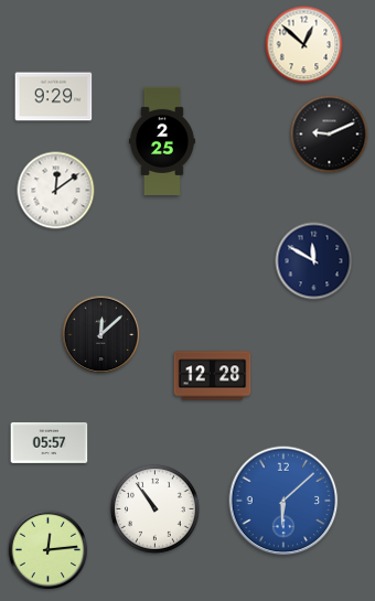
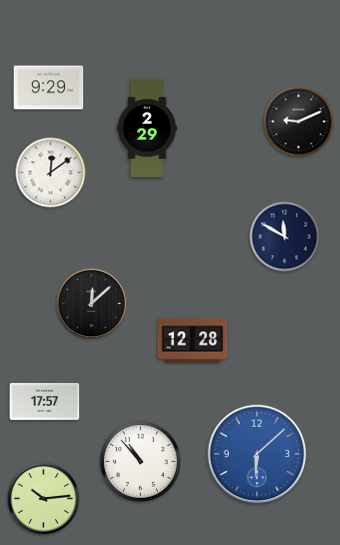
clock at (304, 45): 12:52 -> none
clock at (162, 140): 2:25 -> 2:29
clock at (50, 442): 05:57 -> 17:57
clock at (154, 508): 10:54 -> 10:53
clock at (49, 550): 12:14 -> 10:14
